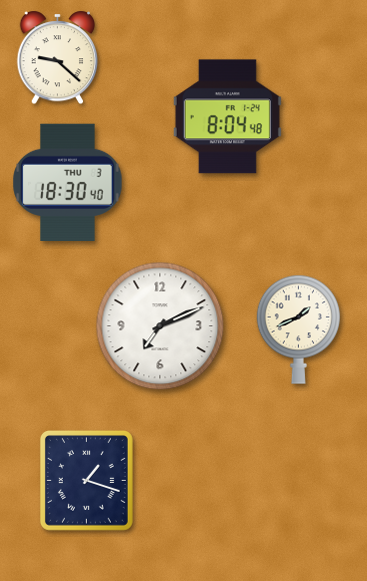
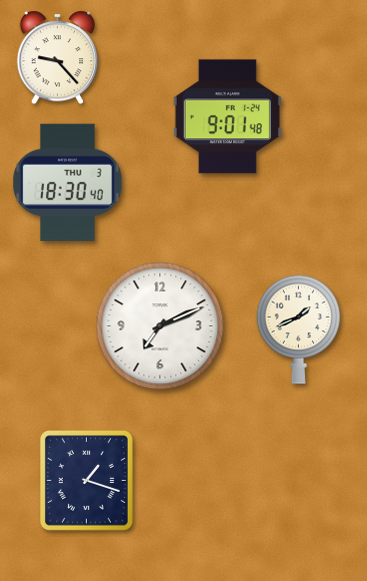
clock at (58, 58): 9:22 -> 9:23
clock at (227, 117): 8:04 -> 9:01
